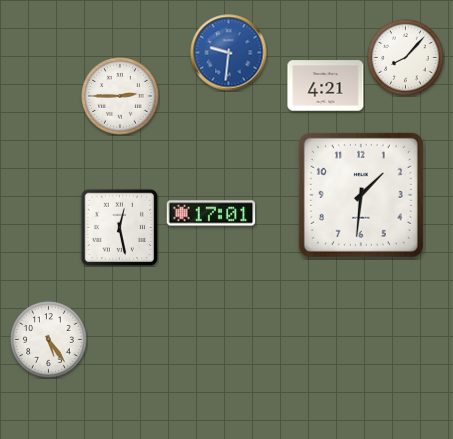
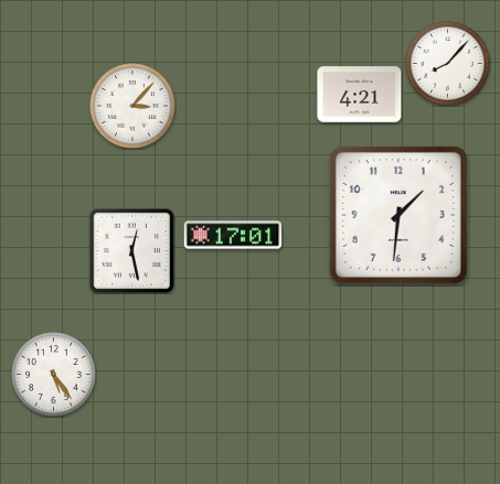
clock at (229, 53): 9:31 -> none
clock at (120, 96): 2:45 -> 3:07
